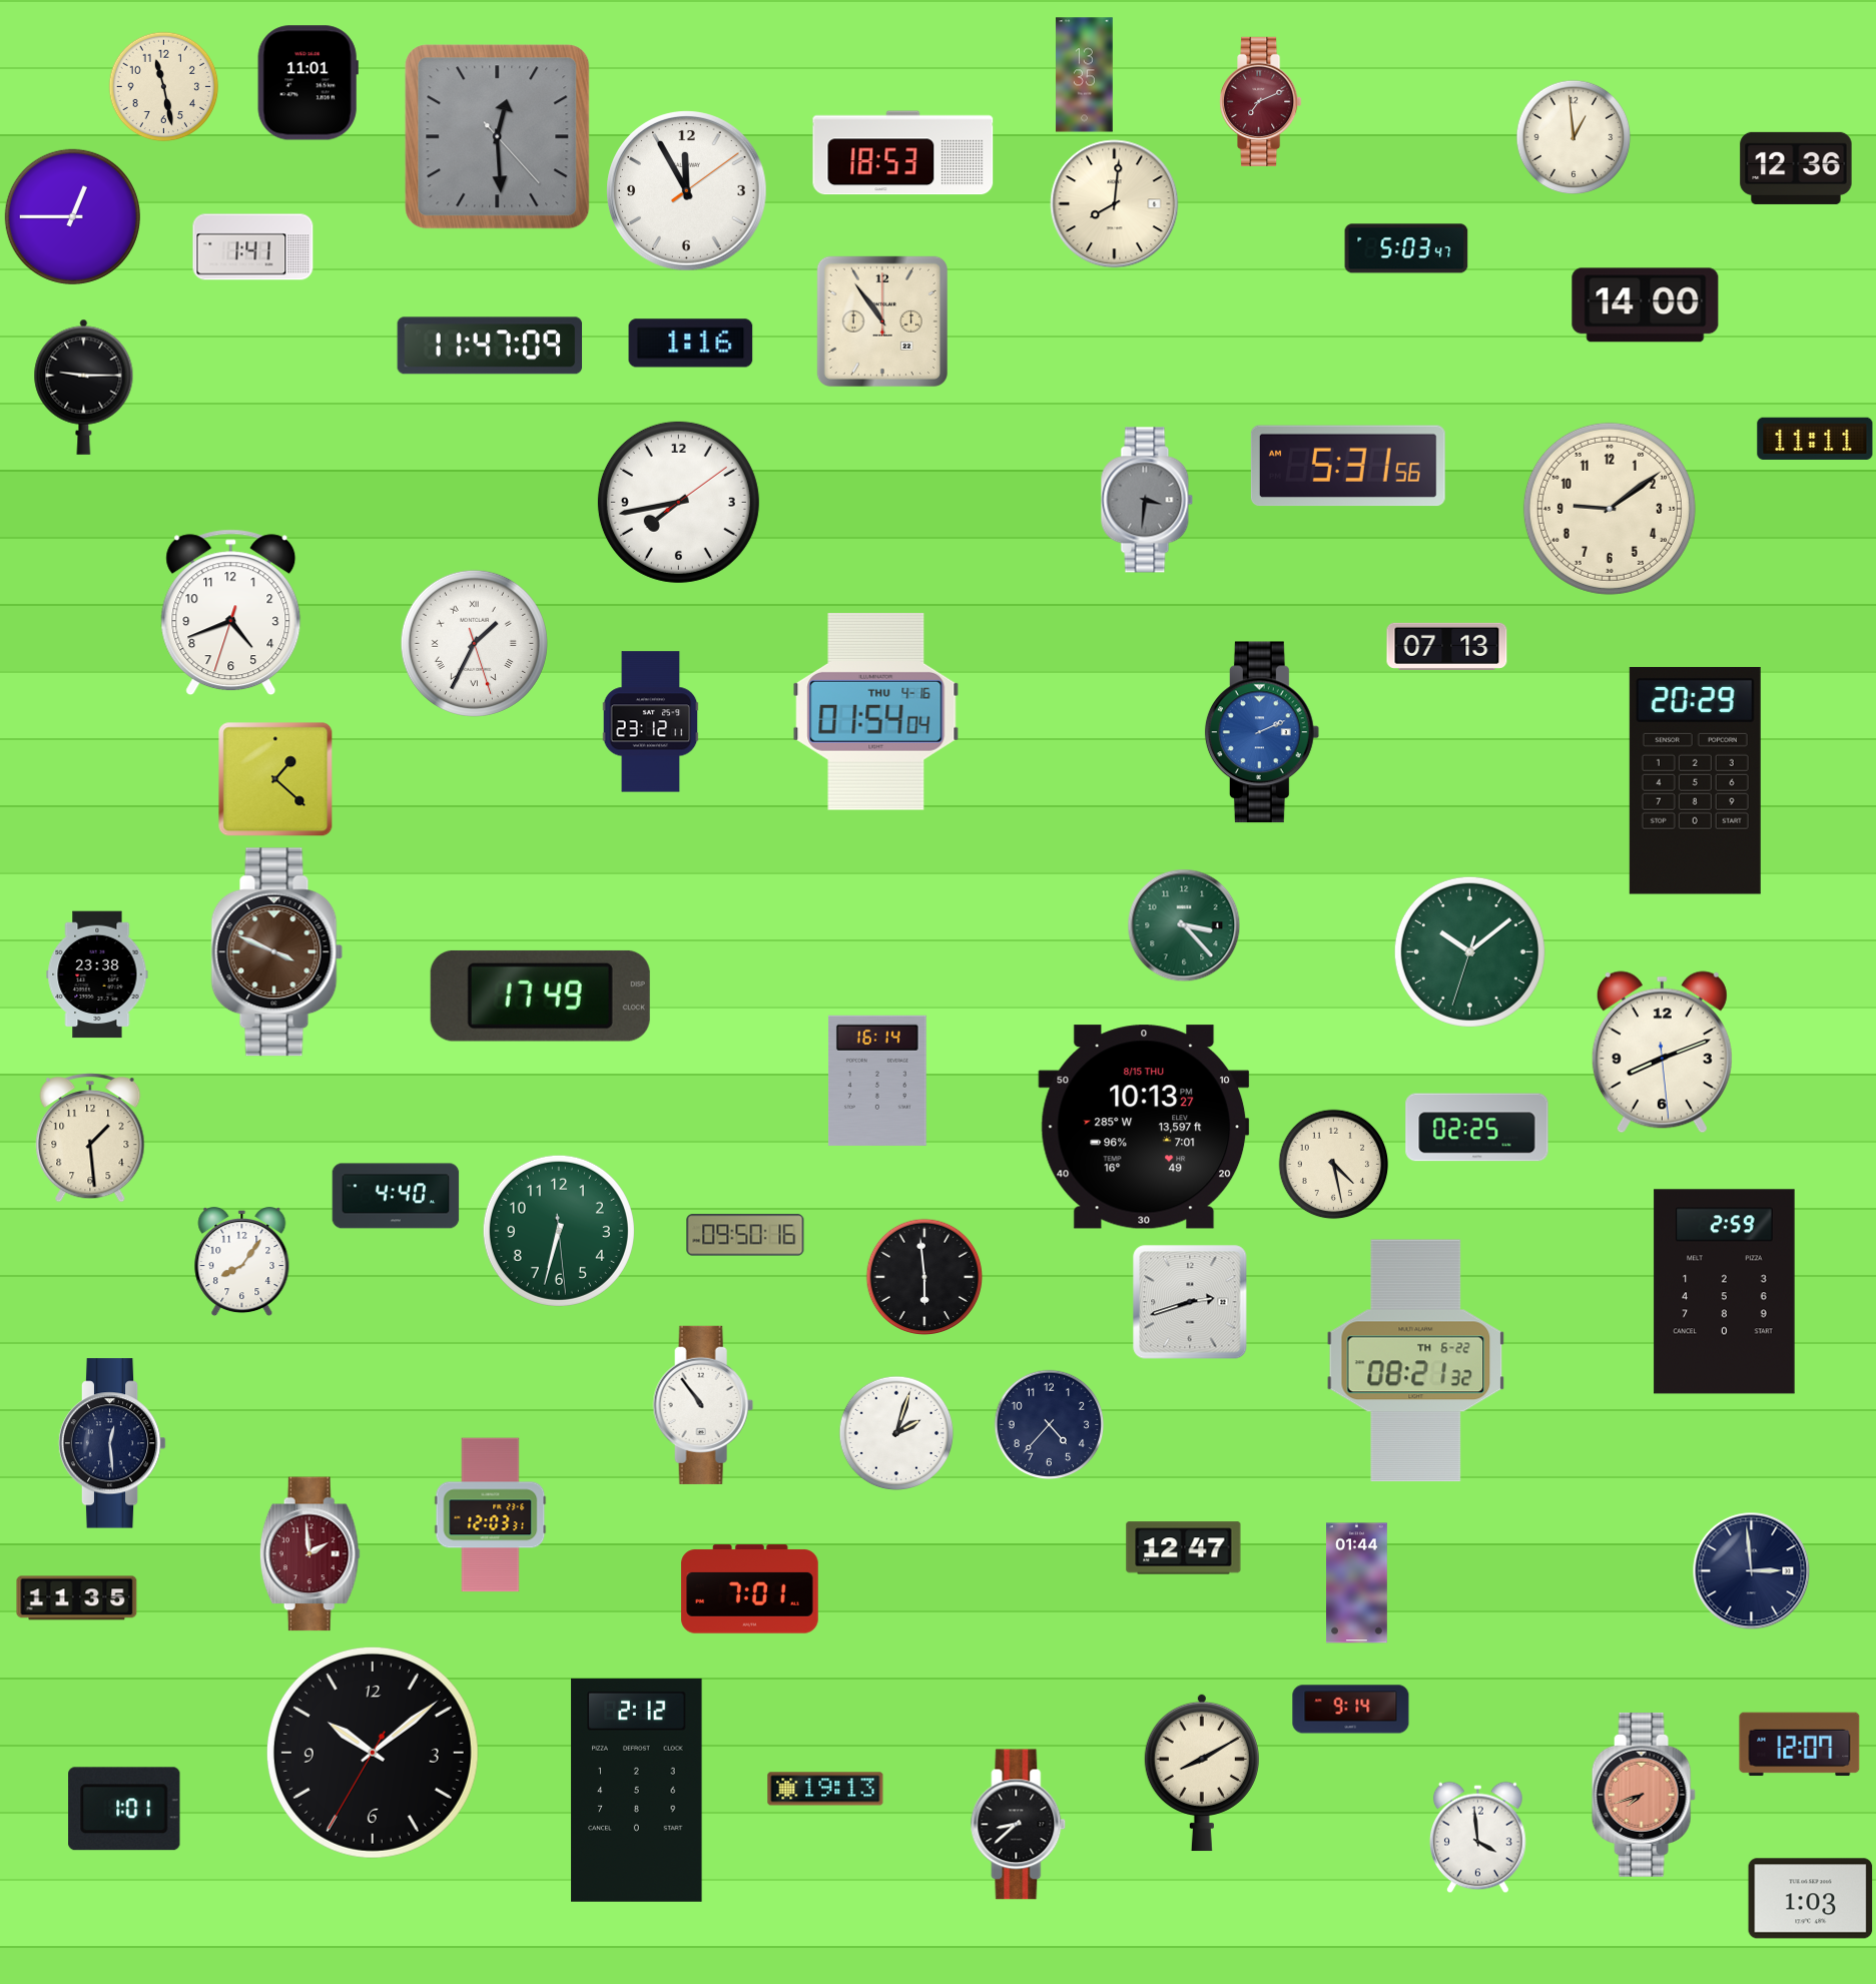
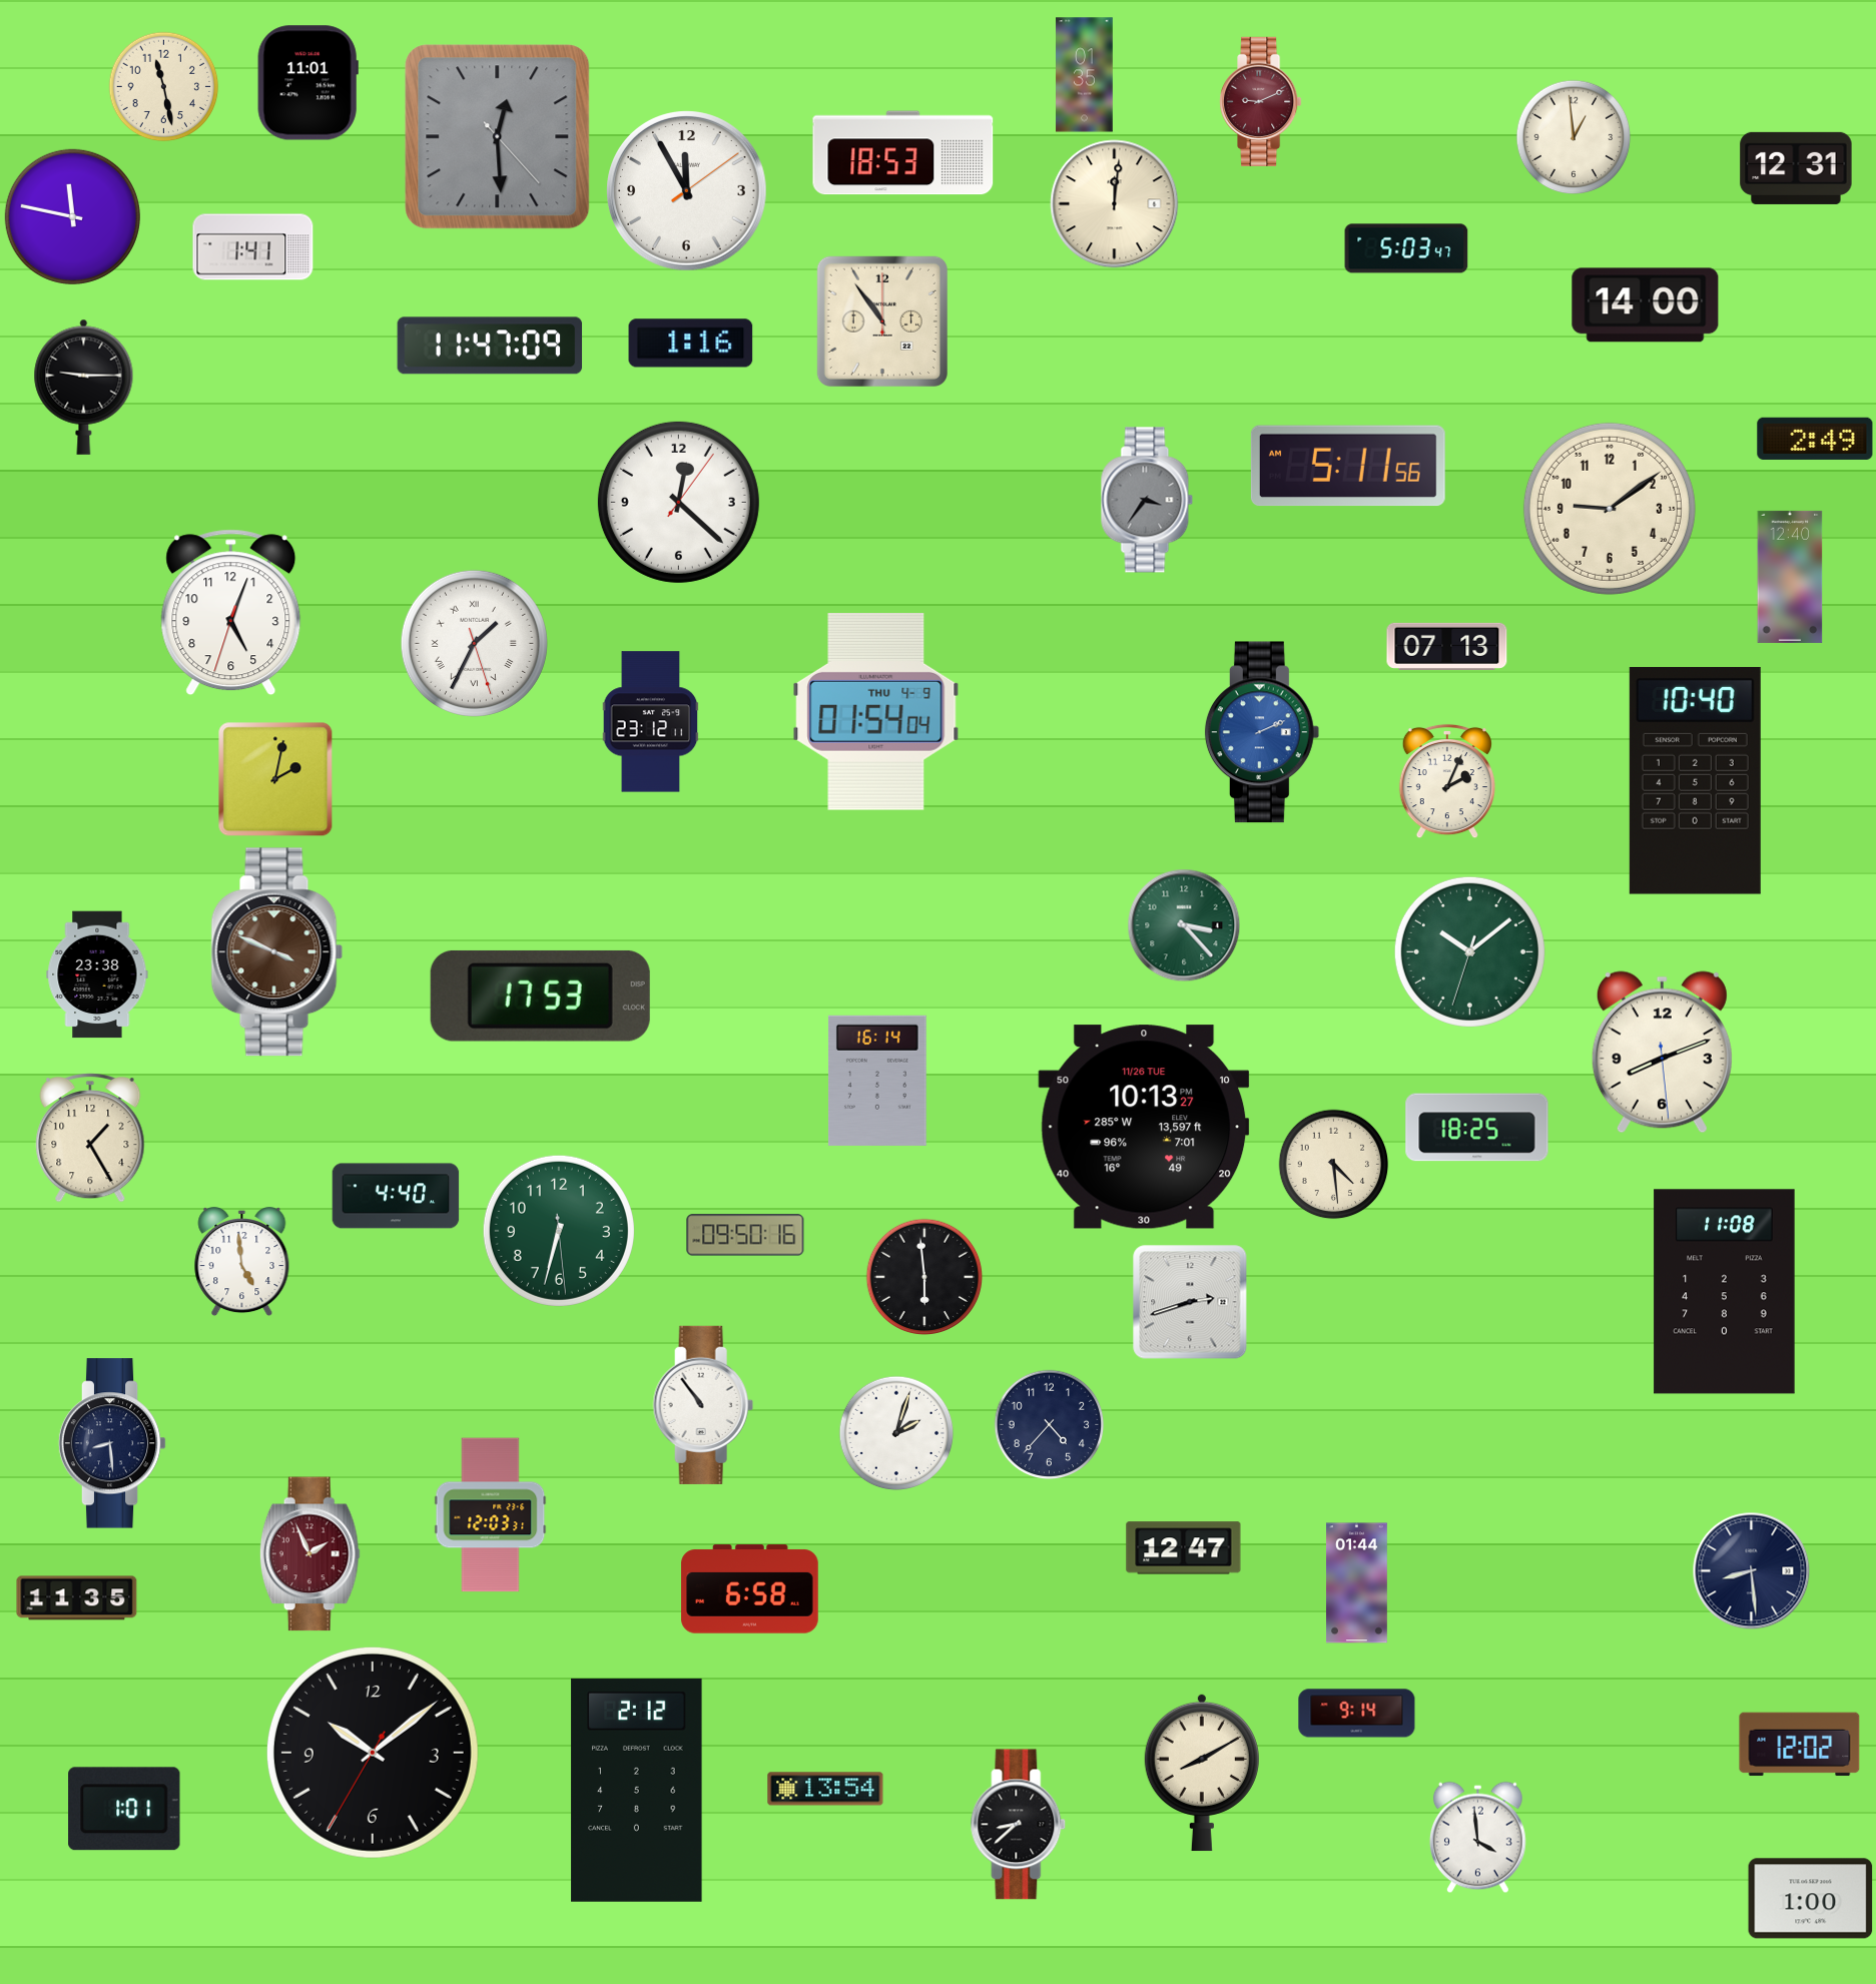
clock at (1085, 75): 13:35 -> 01:35
clock at (1261, 101): 7:11 -> 9:11
clock at (1796, 168): 12:36 -> 12:31
clock at (1115, 204): 8:01 -> 12:01
clock at (72, 216): 12:45 -> 11:47
clock at (1815, 439): 11:11 -> 2:49
clock at (1348, 466): 5:31 -> 5:11
clock at (1147, 500): 3:31 -> 3:36
clock at (678, 502): 7:43 -> 12:22
clock at (1790, 577): none -> 12:40
clock at (231, 613): 4:41 -> 5:03
clock at (876, 711) date: THU 4-16 -> THU 4-9
clock at (275, 779): 1:22 -> 2:02
clock at (1695, 780): 20:29 -> 10:40
clock at (1447, 781): none -> 2:04
clock at (540, 996): 17:49 -> 17:53
clock at (1144, 1127) date: 8/15 THU -> 11/26 TUE
clock at (1477, 1128): 02:25 -> 18:25
clock at (90, 1139): 1:29 -> 1:25
clock at (1334, 1165): 4:28 -> 4:29
clock at (242, 1262): 8:06 -> 4:59
clock at (1725, 1292): 2:59 -> 11:08
clock at (1416, 1361): 08:21 -> none
clock at (112, 1443): 12:29 -> 8:29
clock at (309, 1554): 1:59 -> 1:56
clock at (1752, 1571): 2:59 -> 8:29
clock at (750, 1589): 7:01 -> 6:58
clock at (1351, 1710) position: (1351, 1710) -> (1357, 1714)
clock at (1800, 1745): 12:07 -> 12:02
clock at (825, 1789): 19:13 -> 13:54
clock at (1644, 1795): 7:42 -> none
clock at (1811, 1899): 1:03 -> 1:00
